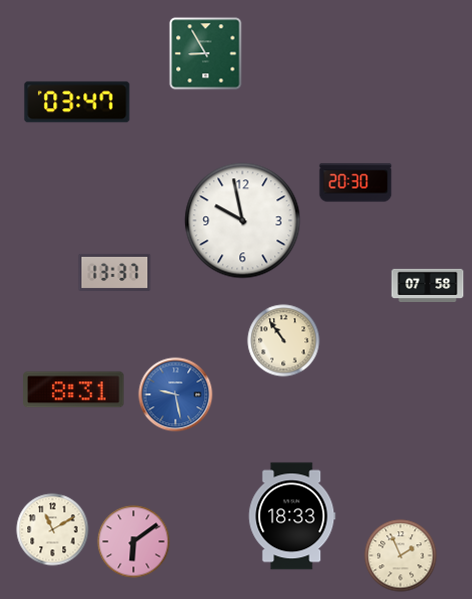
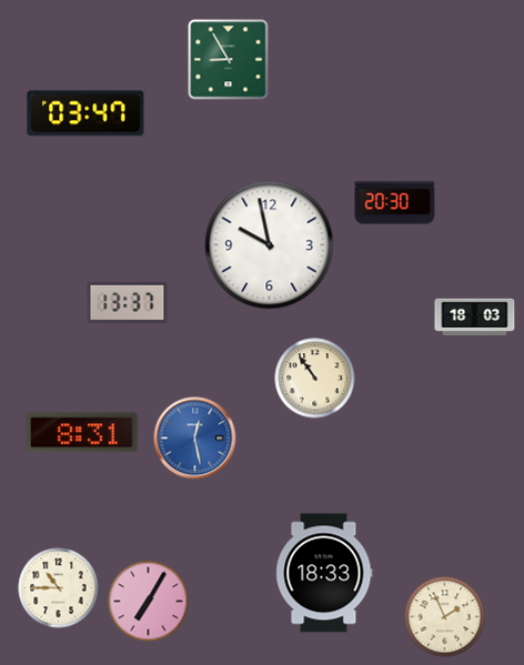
clock at (428, 286): 07:58 -> 18:03
clock at (176, 395): 9:28 -> 12:28
clock at (53, 530): 11:10 -> 10:45
clock at (134, 542): 6:09 -> 7:05
